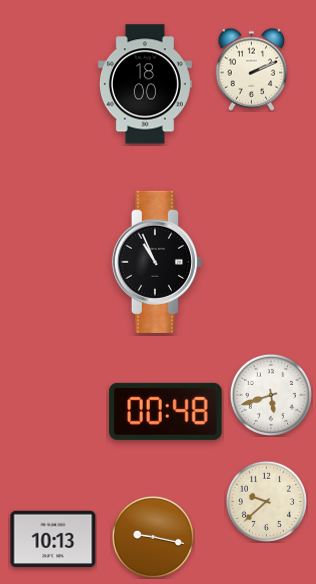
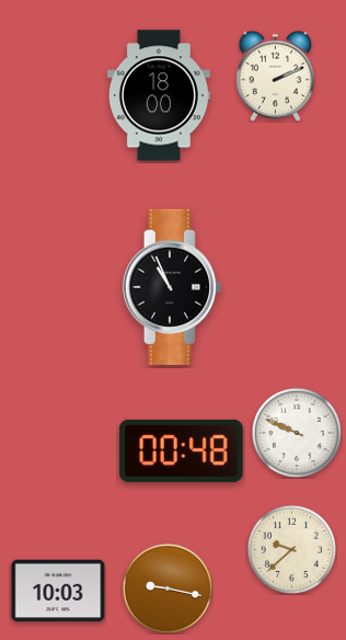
clock at (145, 84) position: (145, 84) -> (159, 95)
clock at (270, 394): 5:42 -> 9:49
clock at (53, 539): 10:13 -> 10:03
